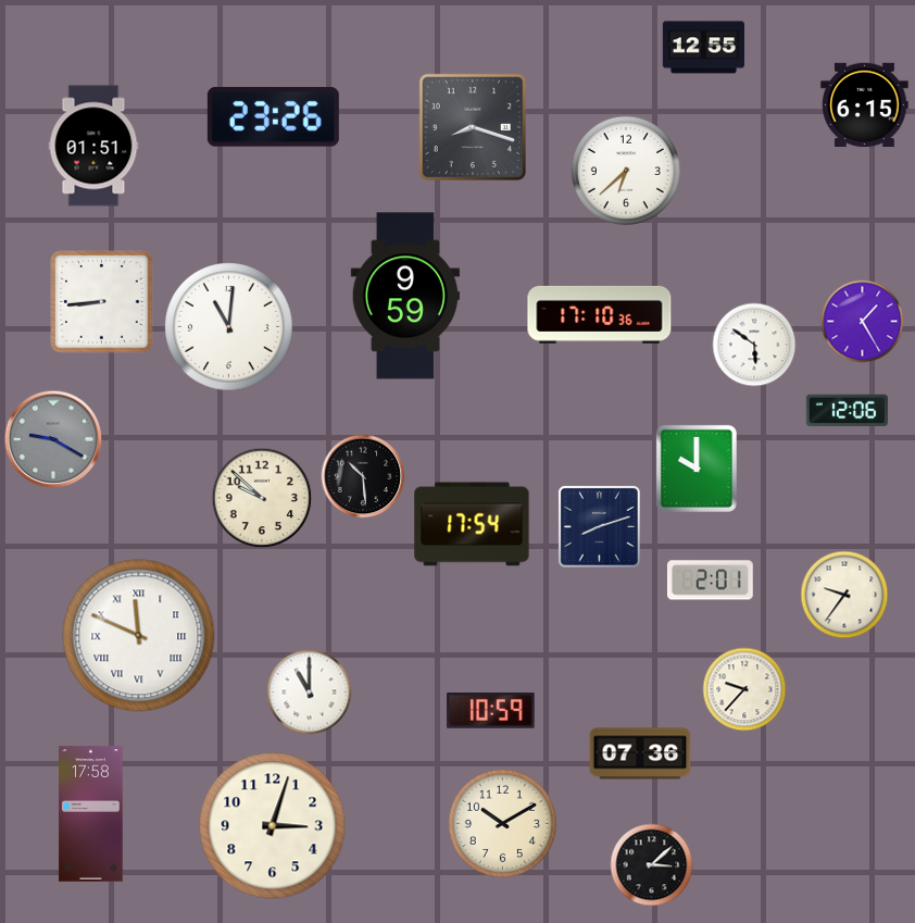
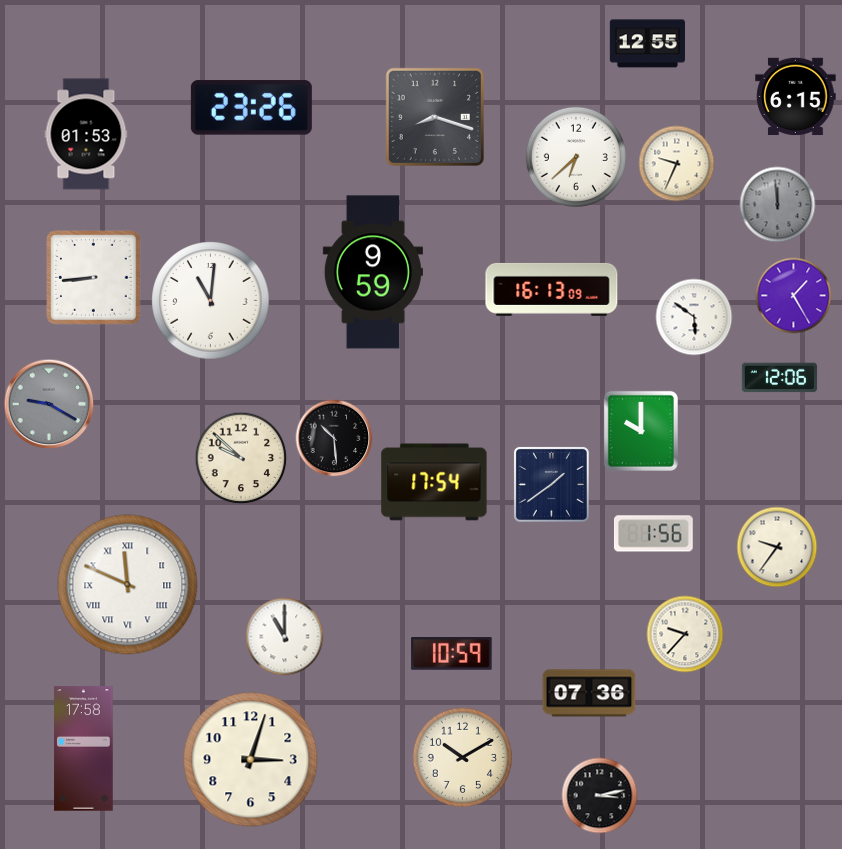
clock at (93, 146): 01:51 -> 01:53
clock at (677, 164): none -> 9:34
clock at (778, 205): none -> 11:59
clock at (600, 314): 17:10 -> 16:13
clock at (599, 526): 8:12 -> 1:39
clock at (711, 581): 2:01 -> 1:56
clock at (652, 865): 3:08 -> 3:13
